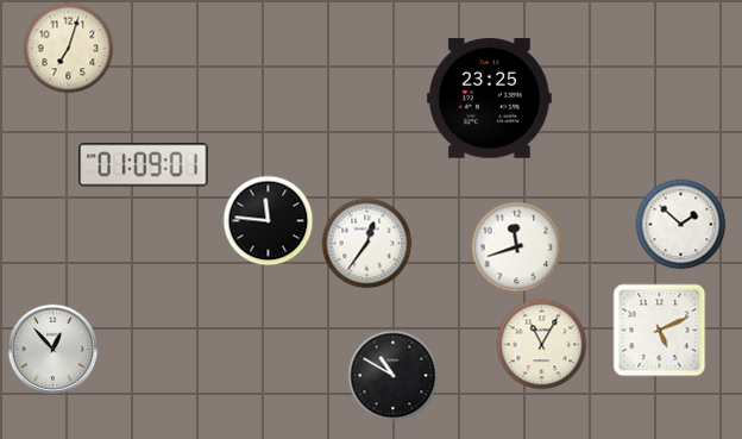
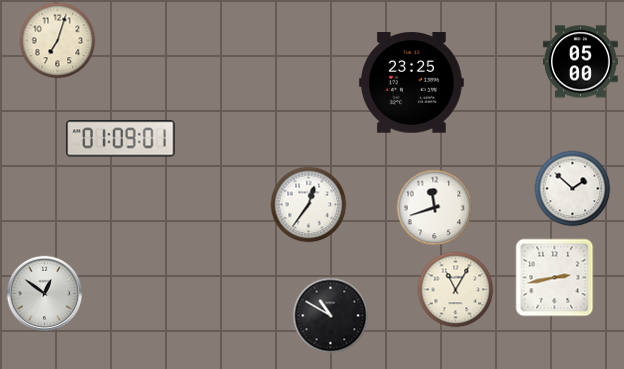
clock at (581, 62): none -> 05:00
clock at (269, 221): 11:46 -> none
clock at (660, 331): 5:11 -> 2:43
clock at (54, 350): 12:53 -> 12:51
